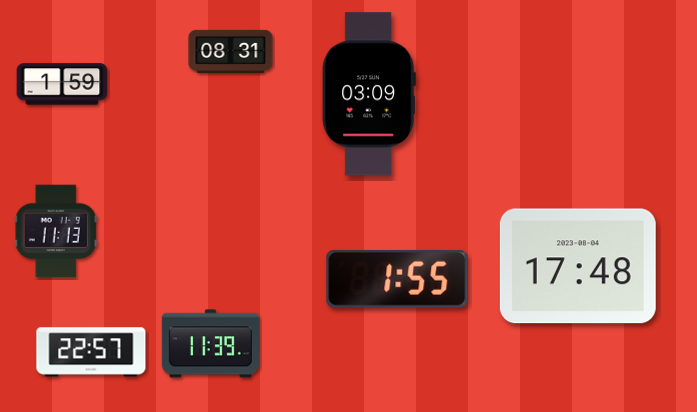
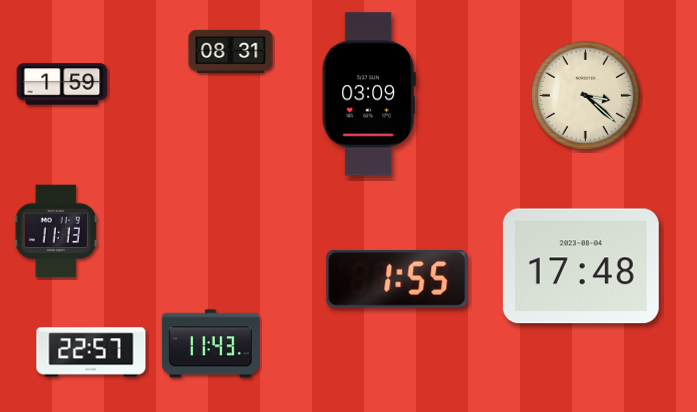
clock at (585, 95): none -> 3:22
clock at (578, 266) position: (578, 266) -> (581, 266)
clock at (210, 344): 11:39 -> 11:43
